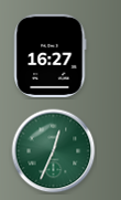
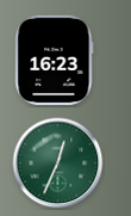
clock at (51, 55): 16:27 -> 16:23
